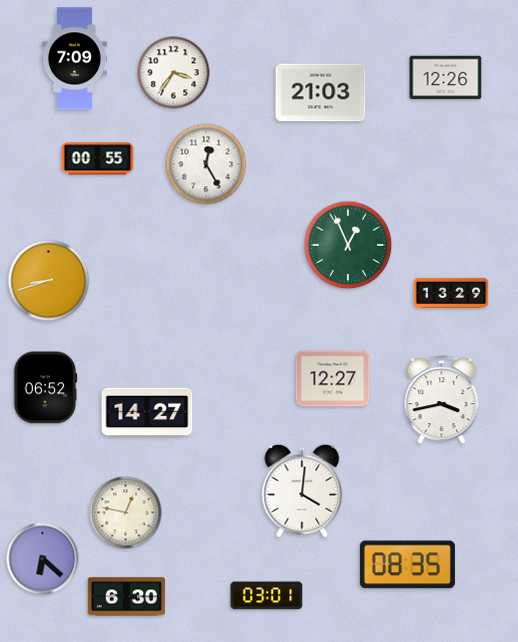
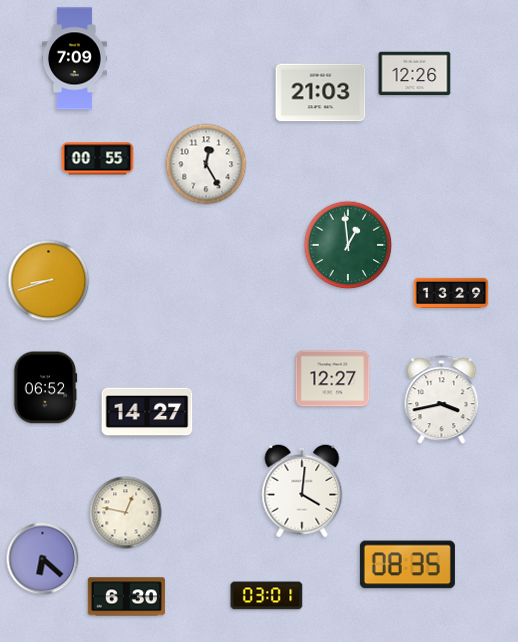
clock at (174, 73): 3:36 -> none
clock at (446, 78) position: (446, 78) -> (415, 74)
clock at (348, 245): 12:56 -> 12:59
